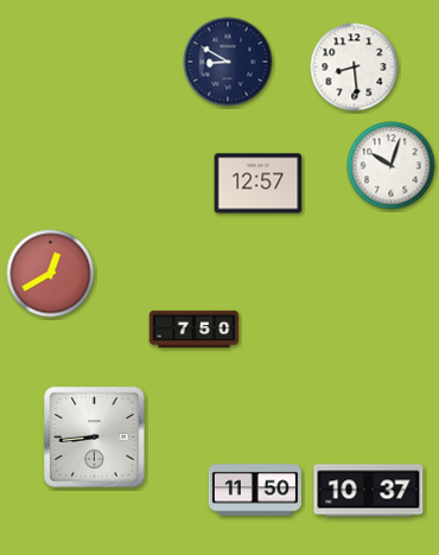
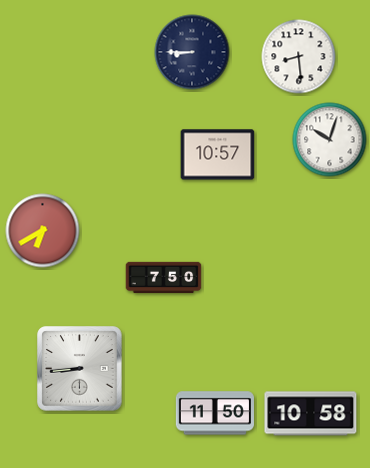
clock at (228, 62): 8:50 -> 8:45
clock at (259, 184): 12:57 -> 10:57
clock at (51, 274): 12:40 -> 6:40
clock at (369, 491): 10:37 -> 10:58
